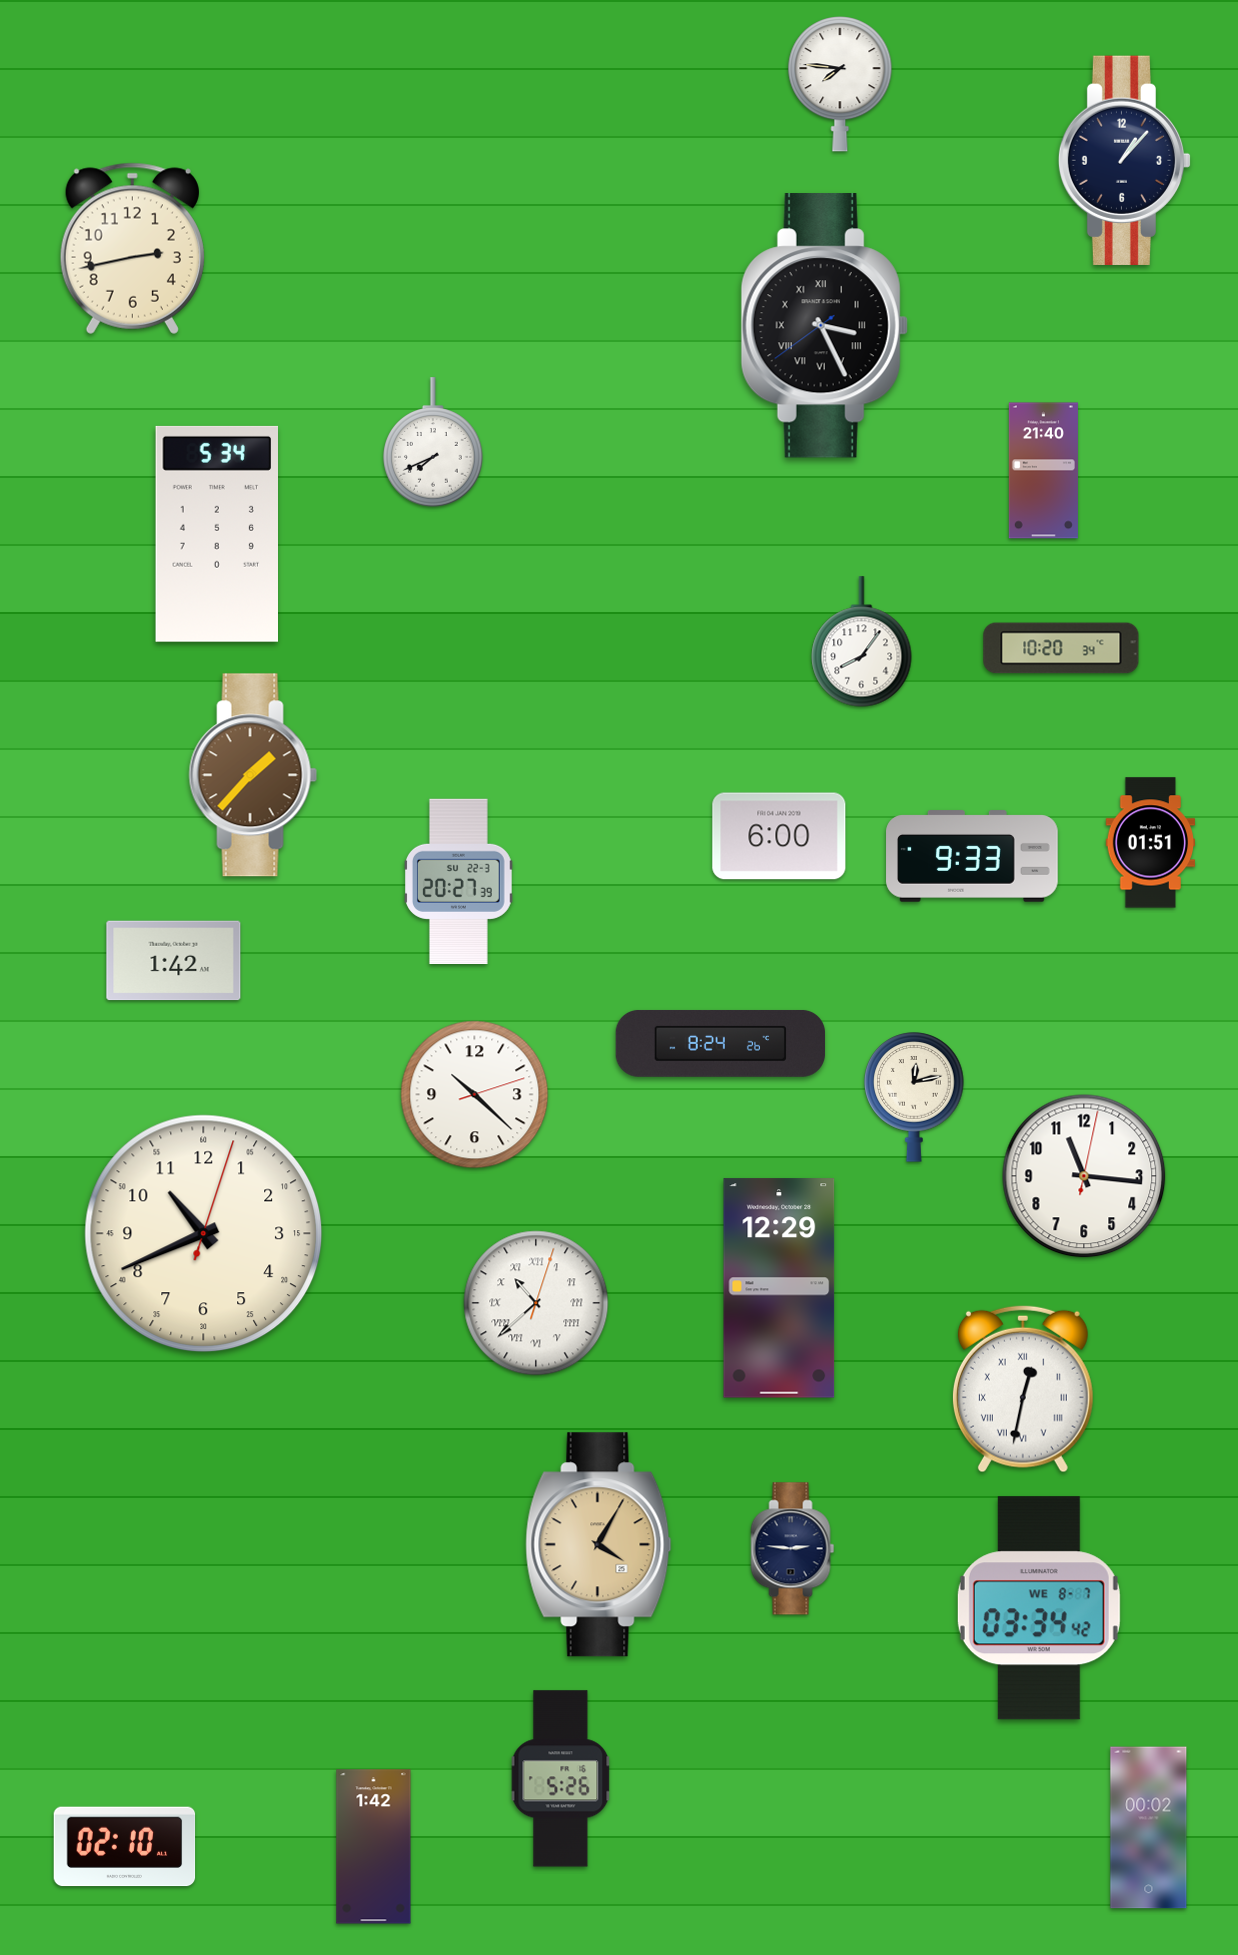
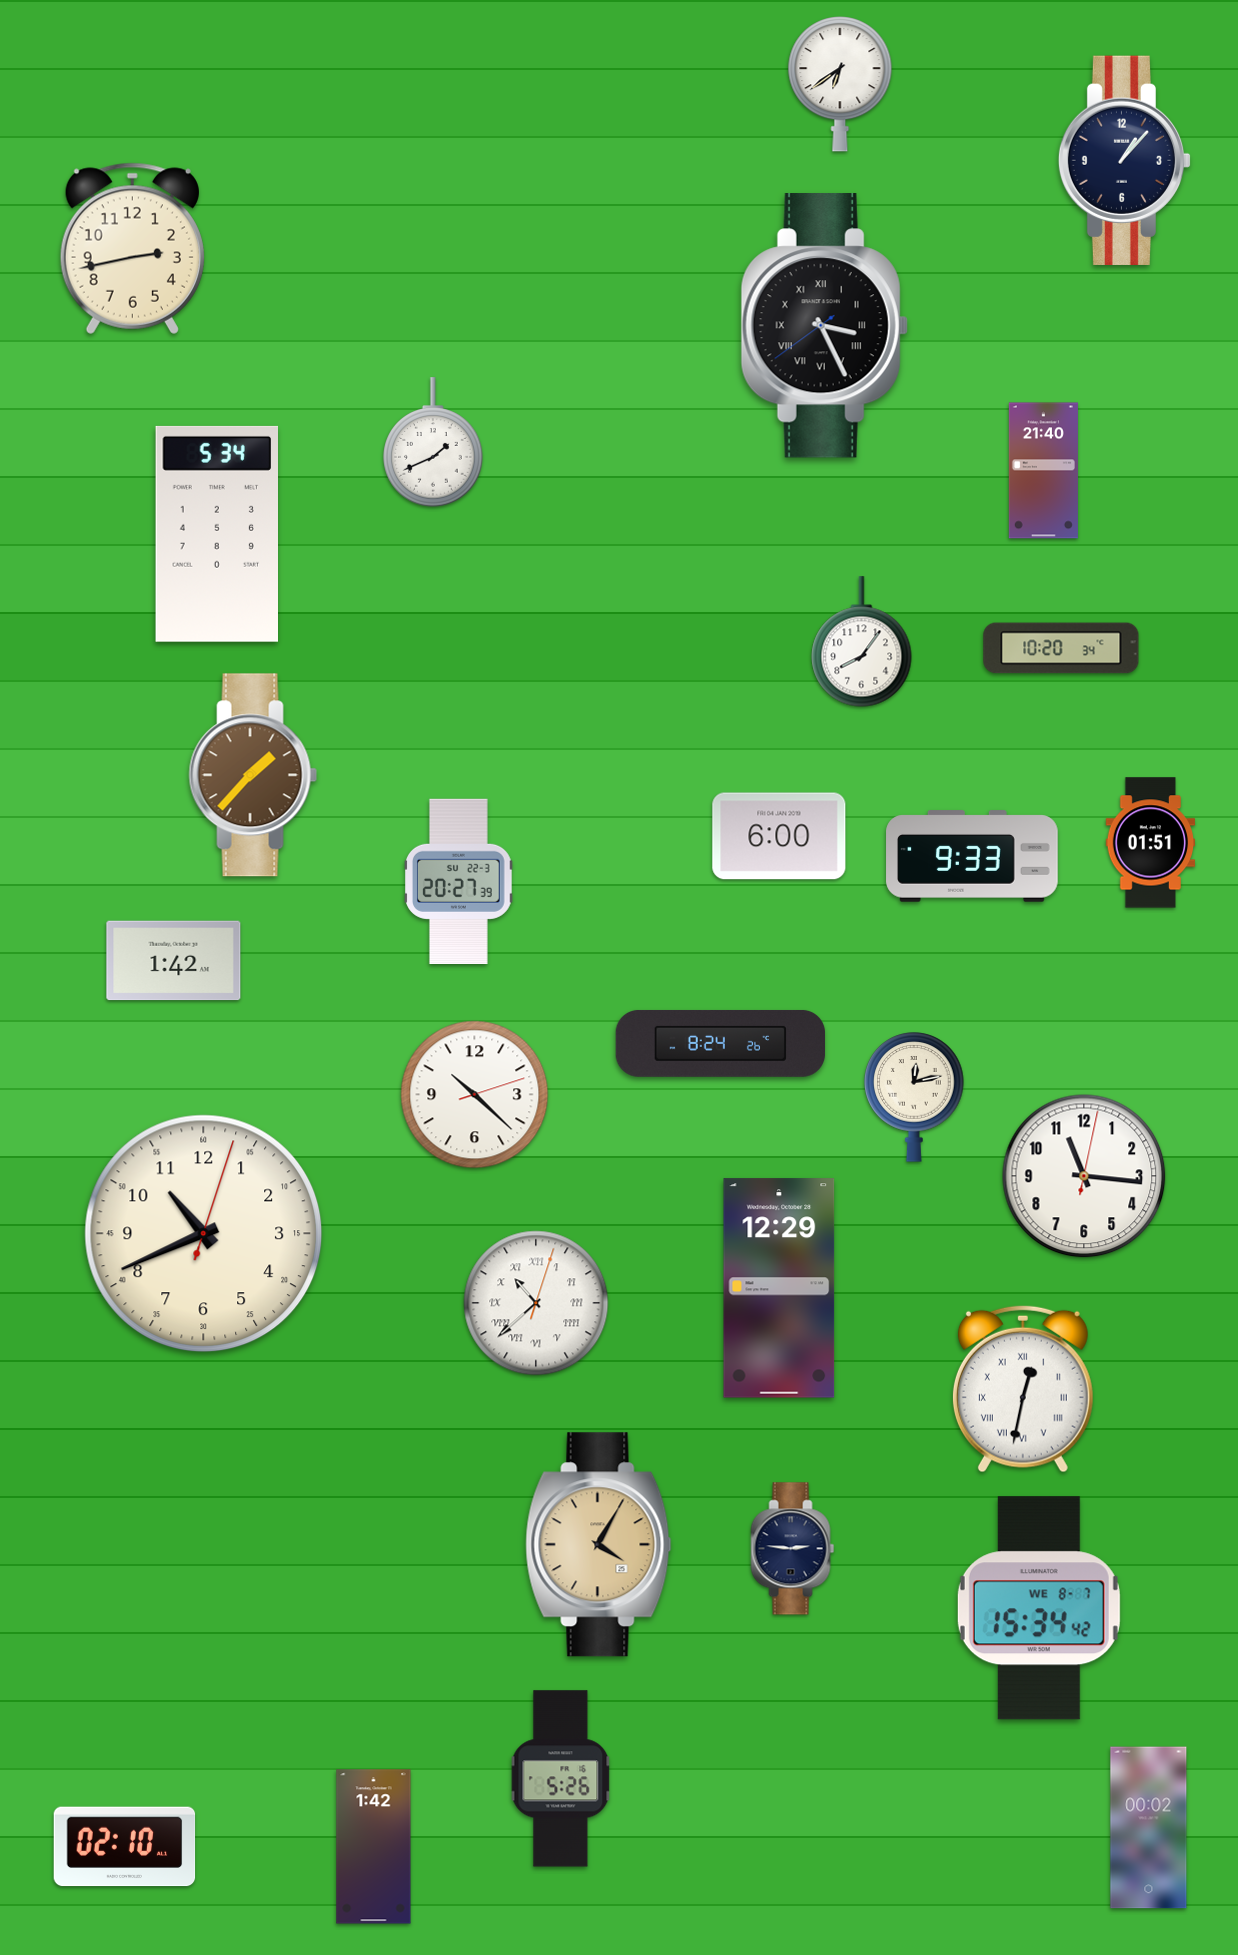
clock at (840, 85): 7:46 -> 6:39
clock at (433, 442): 7:41 -> 1:41
clock at (1039, 1608): 03:34 -> 15:34
